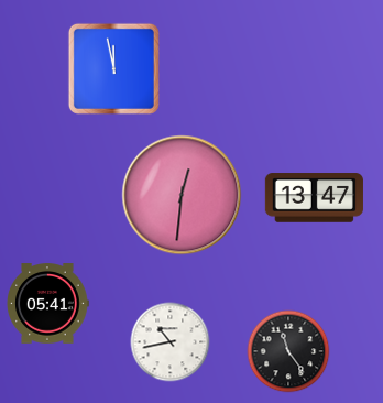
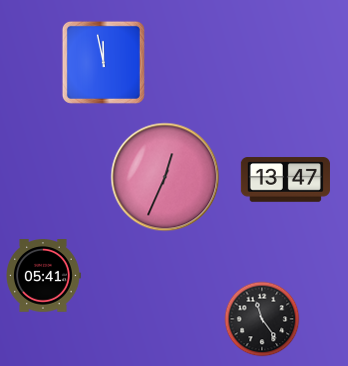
clock at (182, 195): 12:31 -> 12:34
clock at (171, 342): 10:43 -> none
